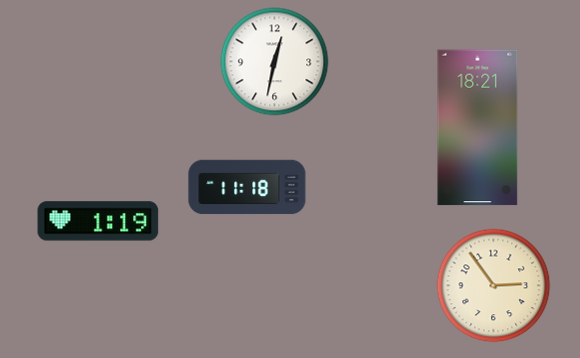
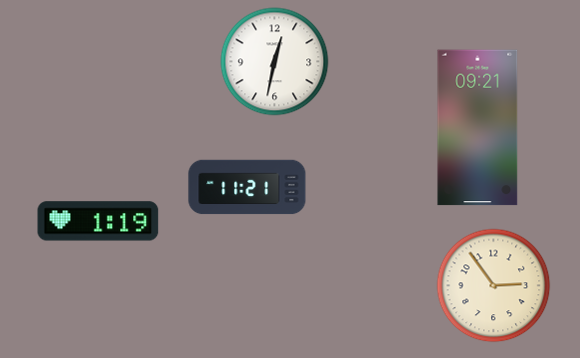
clock at (478, 128): 18:21 -> 09:21
clock at (247, 187): 11:18 -> 11:21
